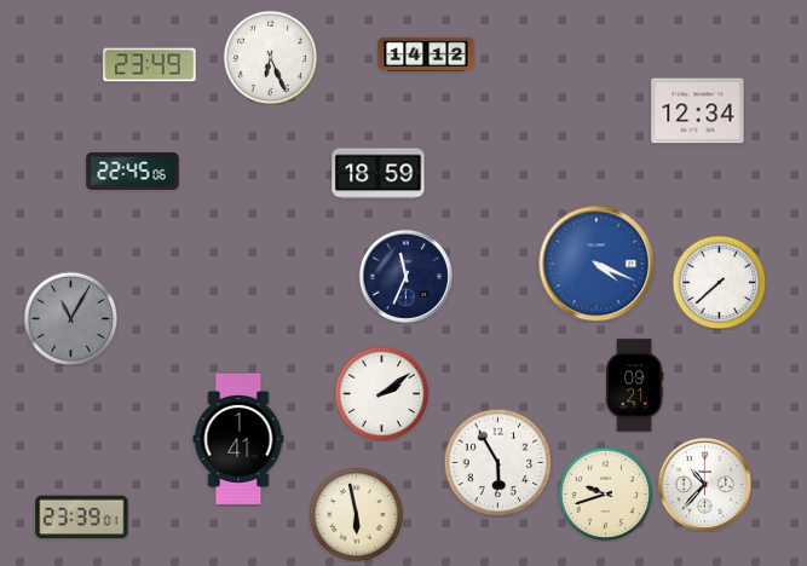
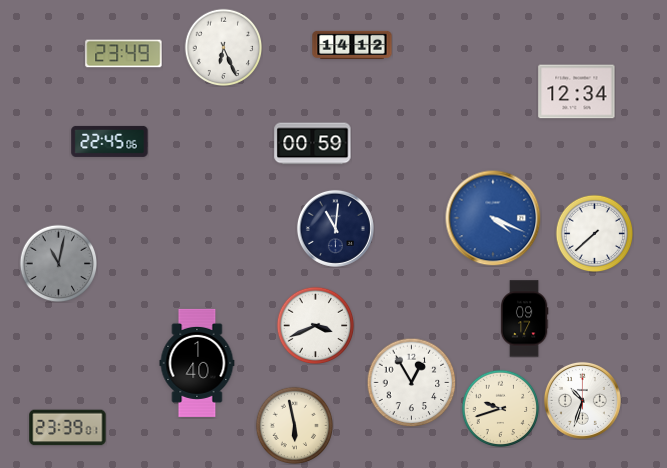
clock at (379, 174): 18:59 -> 00:59
clock at (405, 276): 11:34 -> 11:01
clock at (70, 318): 11:05 -> 11:02
clock at (634, 386): 09:21 -> 09:17
clock at (381, 393): 2:09 -> 3:41
clock at (238, 439): 1:41 -> 1:40
clock at (497, 462): 5:55 -> 12:55
clock at (704, 484): 10:37 -> 10:33
